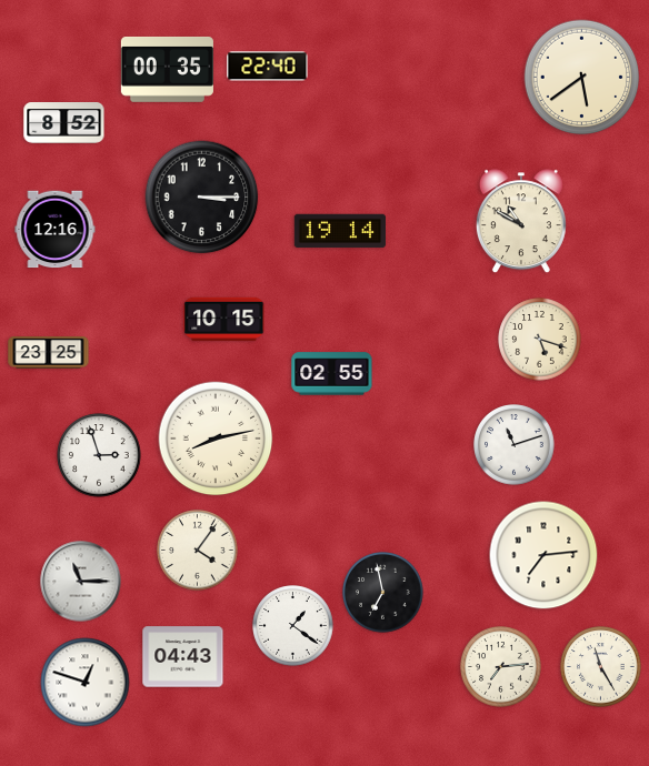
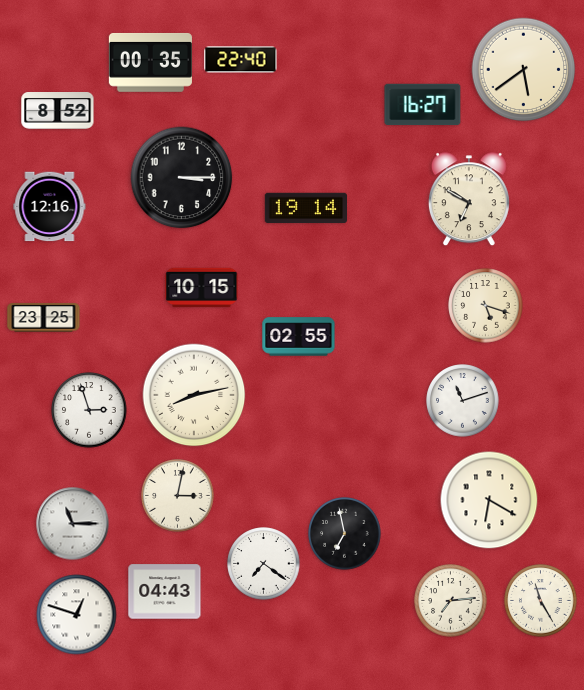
clock at (423, 105): none -> 16:27
clock at (521, 222): 10:50 -> 6:50
clock at (198, 551): 4:06 -> 3:02
clock at (543, 555): 7:14 -> 6:20
clock at (293, 626): 1:21 -> 7:21
